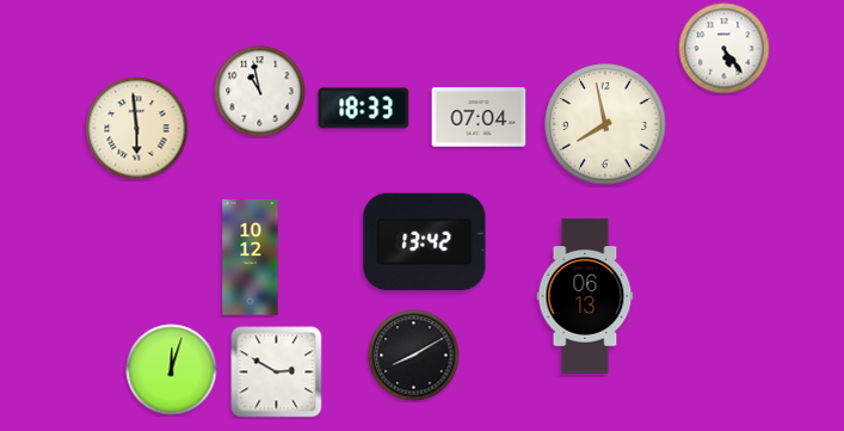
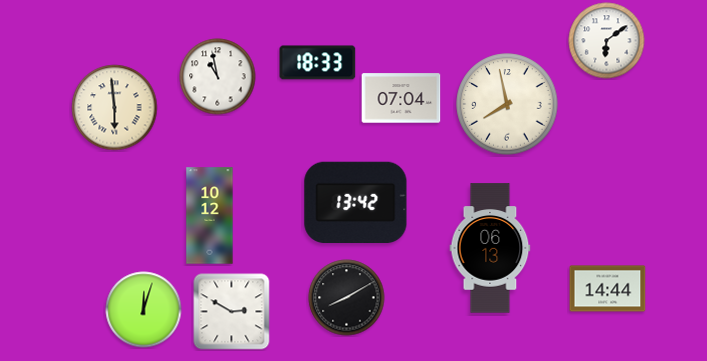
clock at (725, 49): 5:24 -> 6:09
clock at (364, 109) position: (364, 109) -> (318, 63)
clock at (608, 289): none -> 14:44
